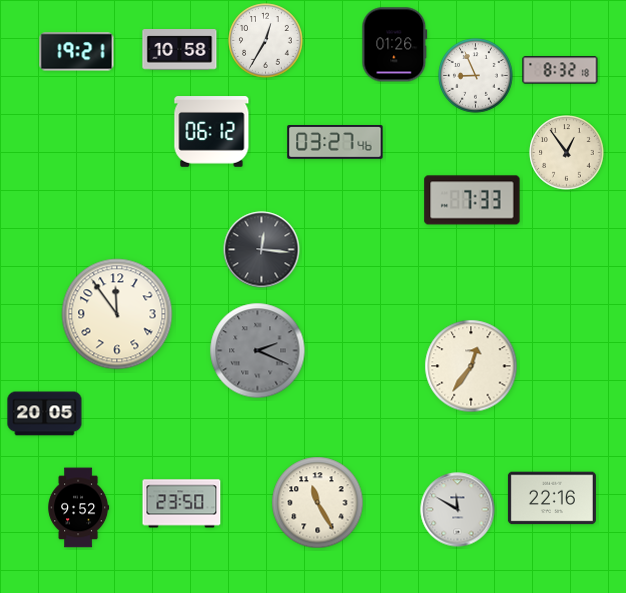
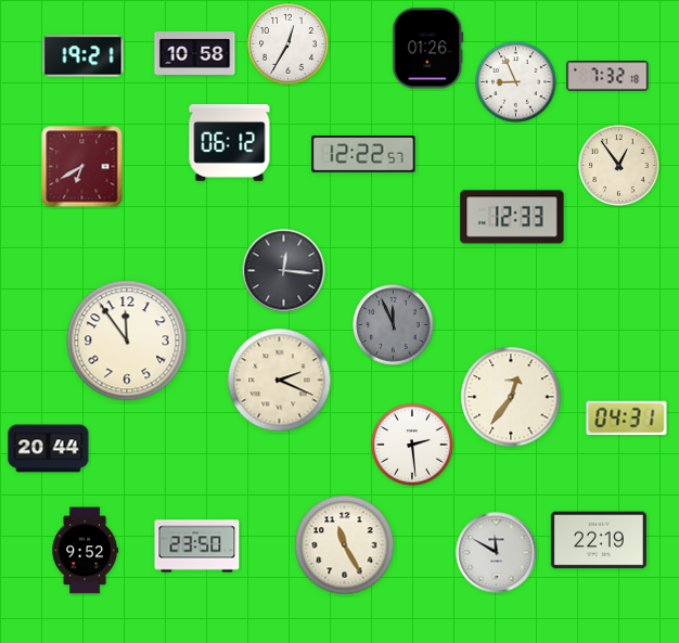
clock at (560, 70): 8:32 -> 7:32
clock at (335, 143): 03:27 -> 12:22
clock at (567, 153) position: (567, 153) -> (619, 166)
clock at (82, 167): none -> 6:40
clock at (472, 200): 7:33 -> 12:33
clock at (394, 325): none -> 11:56
clock at (258, 351) dial: grey -> cream
clock at (627, 419): none -> 04:31
clock at (412, 445): none -> 2:29
clock at (45, 414): 20:05 -> 20:44
clock at (552, 498): 22:16 -> 22:19
